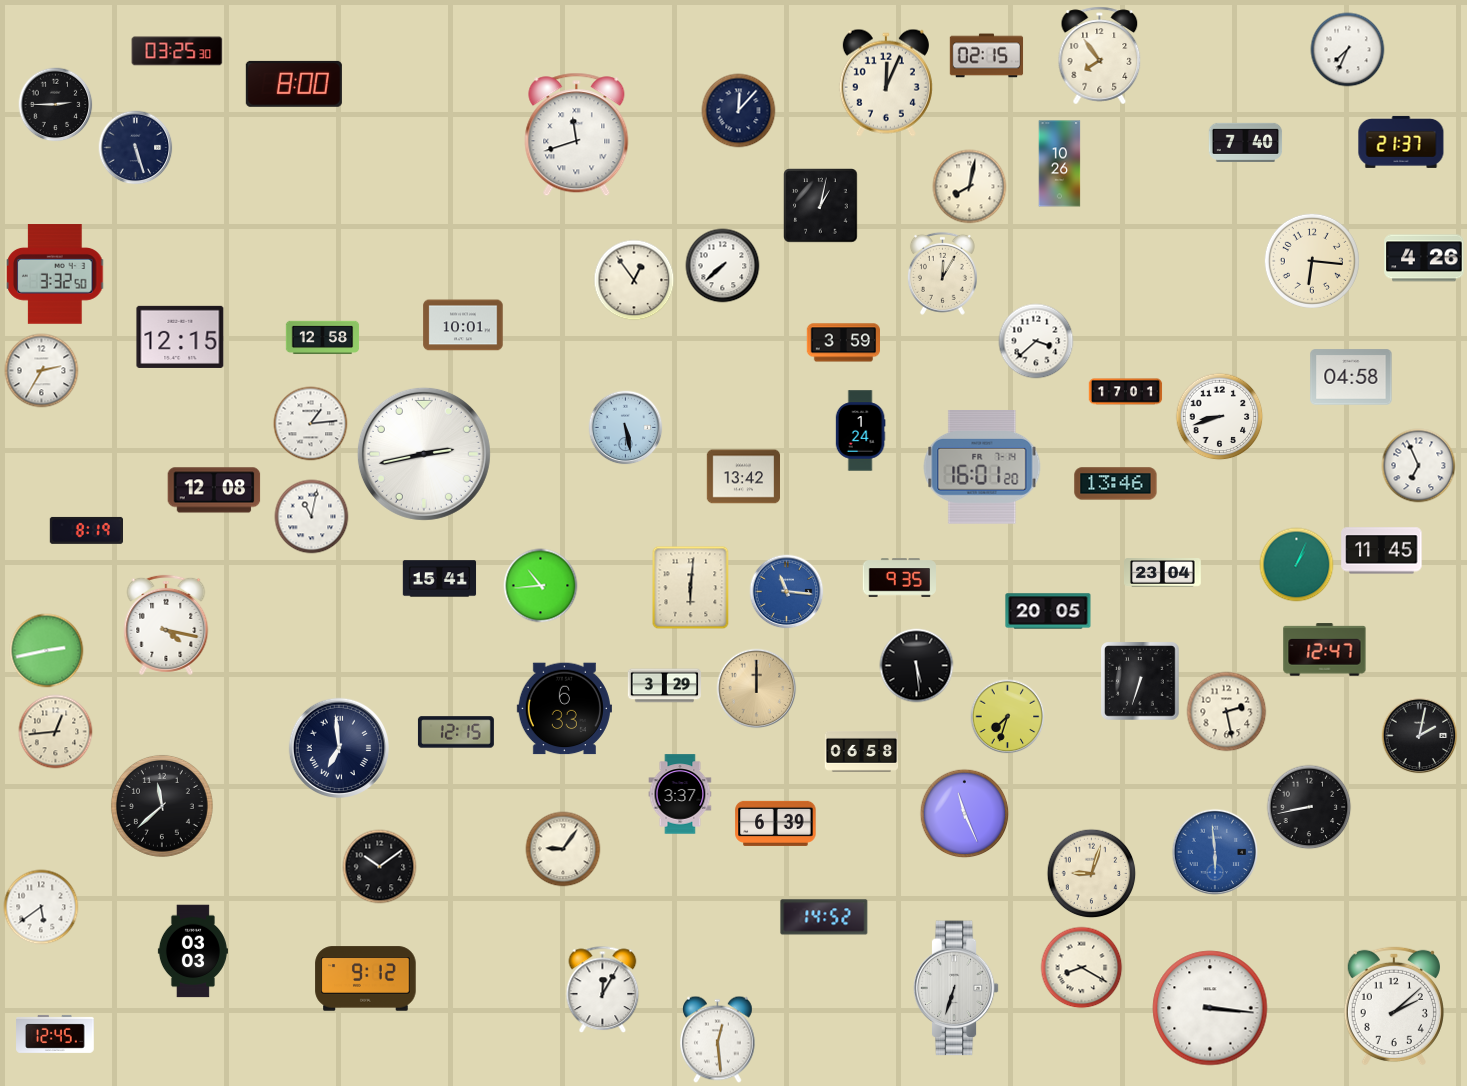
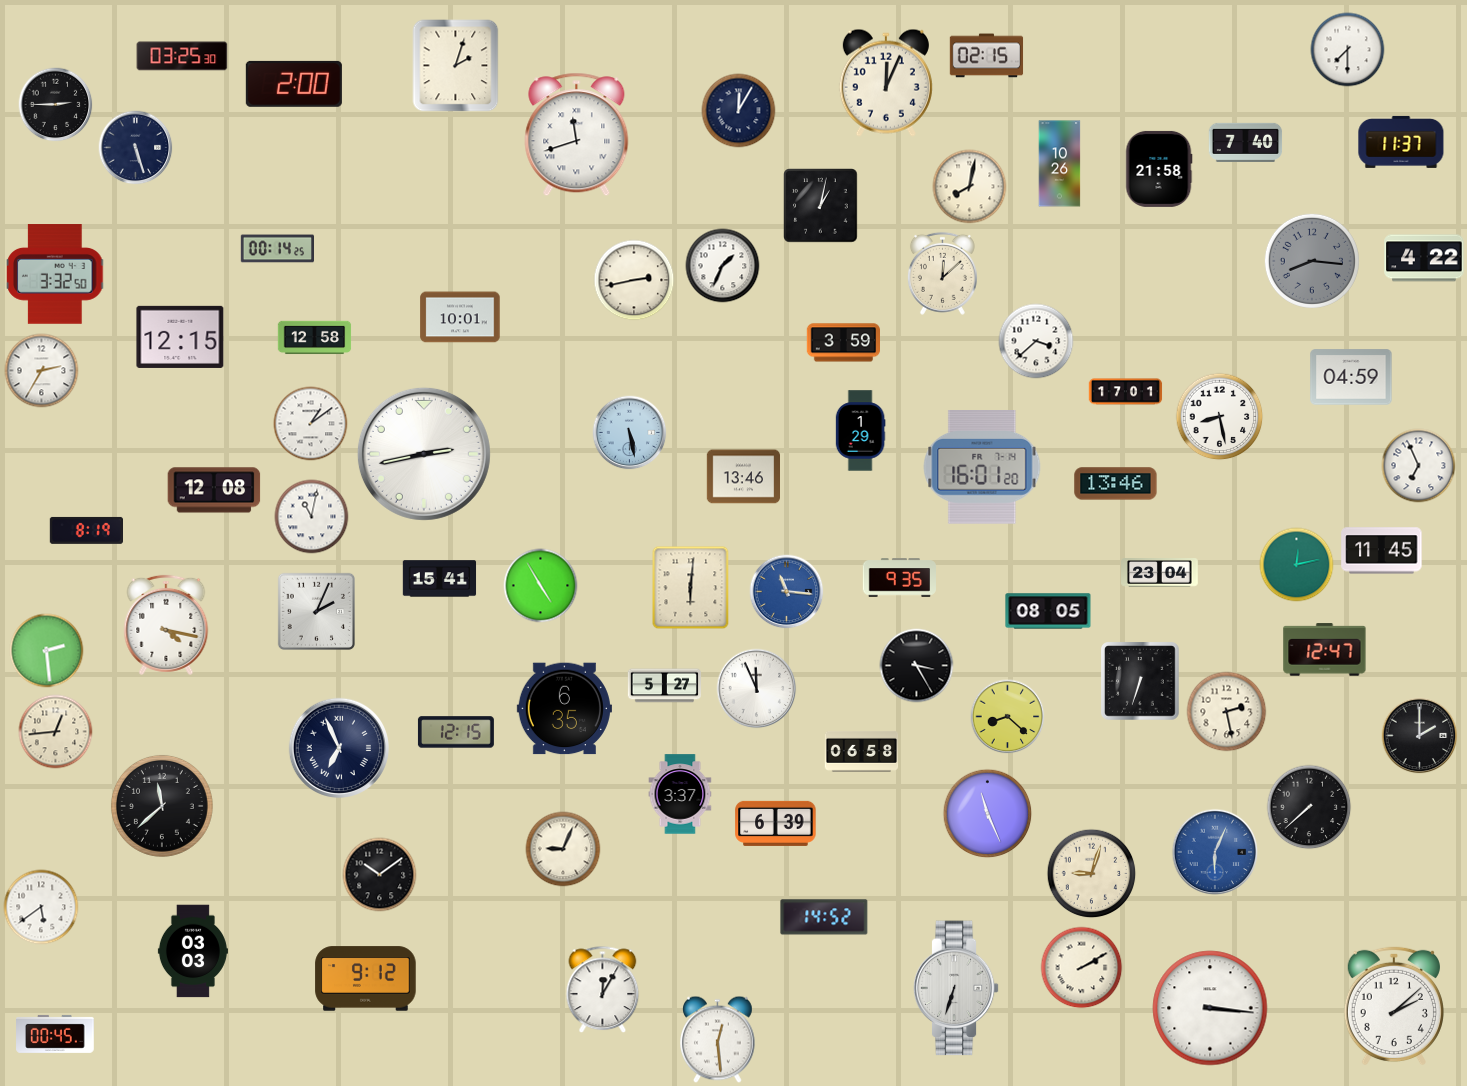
clock at (1348, 50): 7:34 -> 7:30
clock at (177, 51) position: (177, 51) -> (182, 56)
clock at (1100, 56): 7:54 -> none
clock at (456, 66): none -> 2:03
clock at (294, 84): 8:00 -> 2:00
clock at (739, 111): 12:07 -> 12:05
clock at (1401, 142): 21:37 -> 11:37
clock at (1159, 169): none -> 21:58
clock at (278, 249): none -> 00:14
clock at (1424, 258): 4:26 -> 4:22
clock at (1312, 261): 6:16 -> 8:16
clock at (1312, 261) dial: cream -> grey
clock at (723, 266): 7:38 -> 1:34
clock at (942, 273): 12:05 -> 12:08
clock at (634, 280): 12:54 -> 2:43
clock at (463, 325) position: (463, 325) -> (460, 317)
clock at (323, 338) position: (323, 338) -> (315, 338)
clock at (1351, 377): 04:58 -> 04:59
clock at (1220, 417): 8:42 -> 8:28
clock at (311, 424): 1:14 -> 1:09
clock at (626, 428) position: (626, 428) -> (630, 433)
clock at (860, 431): 1:24 -> 1:29
clock at (743, 477): 13:42 -> 13:46
clock at (1297, 565): 1:04 -> 12:13
clock at (1163, 573) position: (1163, 573) -> (1160, 573)
clock at (541, 586): 10:44 -> 4:55
clock at (316, 611): none -> 2:04
clock at (1048, 611): 20:05 -> 08:05
clock at (47, 651): 2:43 -> 2:29
clock at (917, 666): 5:29 -> 3:25
clock at (664, 686): 3:29 -> 5:27
clock at (757, 689): 12:00 -> 11:56
clock at (757, 689) dial: champagne -> white
clock at (564, 709): 6:33 -> 6:35
clock at (1008, 717): 7:33 -> 8:22
clock at (1420, 736): 2:02 -> 2:00
clock at (339, 748): 6:59 -> 6:56
clock at (1309, 807): 8:43 -> 7:38
clock at (965, 814) position: (965, 814) -> (988, 814)
clock at (563, 849): 9:06 -> 9:04
clock at (1215, 852): 5:59 -> 6:04
clock at (380, 867) position: (380, 867) -> (380, 875)
clock at (1082, 968): 8:20 -> 2:10
clock at (55, 1034): 12:45 -> 00:45
